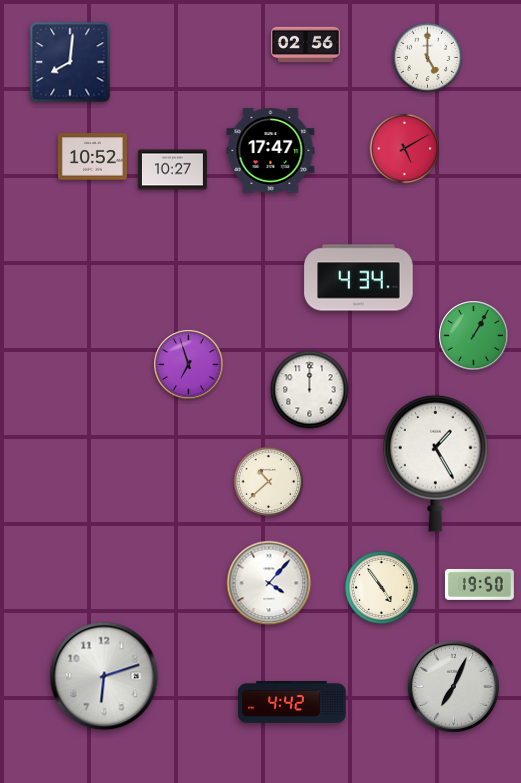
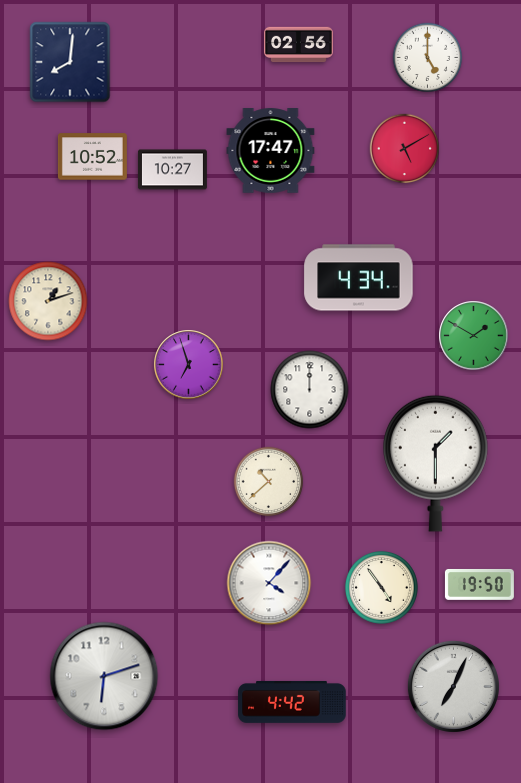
clock at (305, 45) position: (305, 45) -> (298, 45)
clock at (48, 301): none -> 1:12
clock at (474, 336): 1:05 -> 1:50
clock at (436, 463): 1:25 -> 1:30
